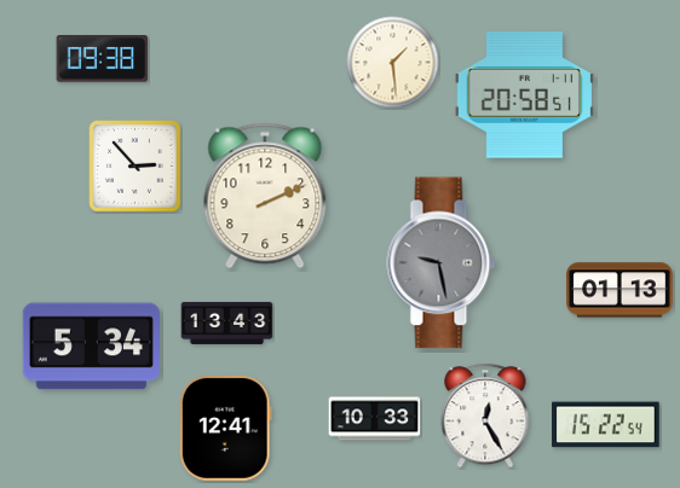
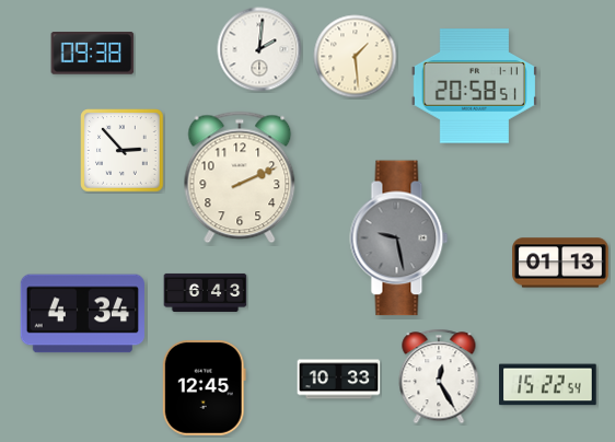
clock at (259, 49): none -> 2:01
clock at (227, 323): 13:43 -> 6:43
clock at (91, 347): 5:34 -> 4:34
clock at (225, 428): 12:41 -> 12:45
